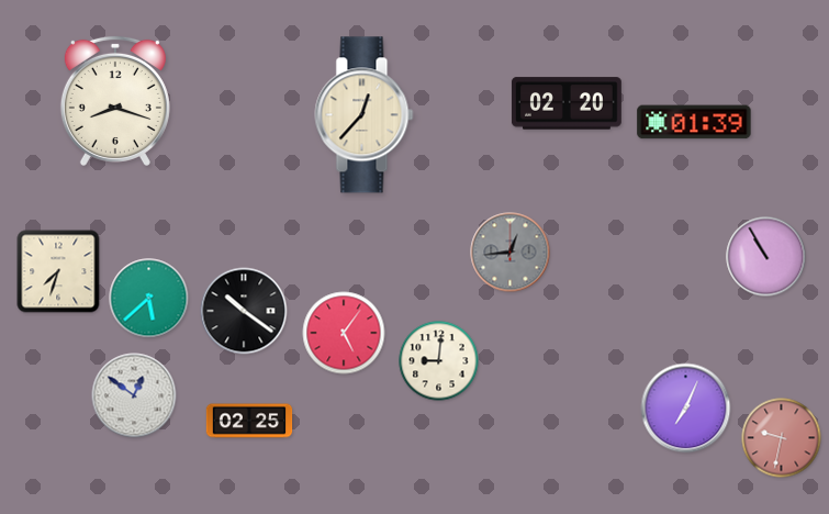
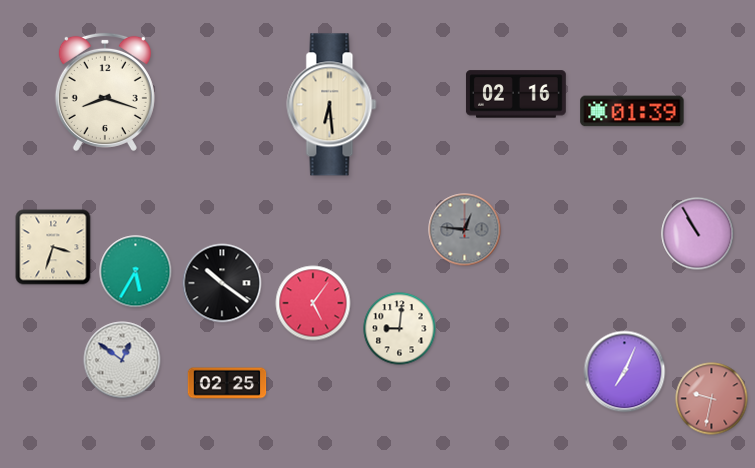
clock at (567, 103): 02:20 -> 02:16
clock at (365, 115): 12:37 -> 6:29
clock at (511, 253): 12:44 -> 12:46
clock at (58, 271): 7:33 -> 3:33
clock at (149, 299): 5:38 -> 5:35
